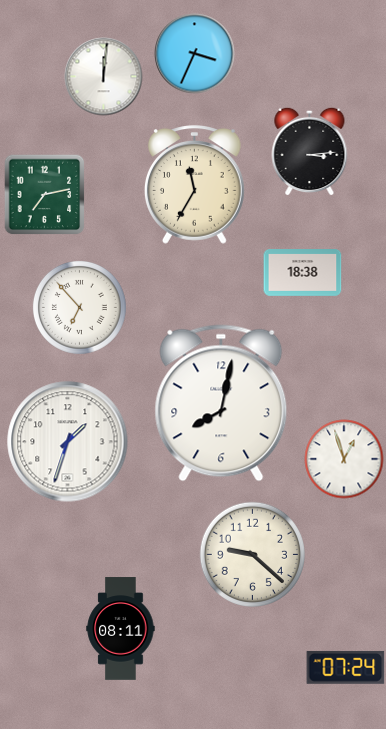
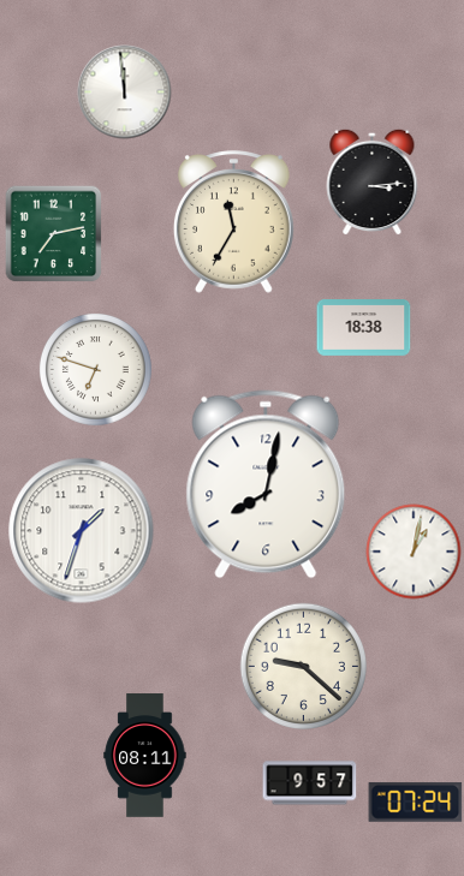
clock at (194, 53): 3:34 -> none
clock at (103, 76): 12:01 -> 11:59
clock at (79, 307): 6:53 -> 6:48
clock at (344, 459): 12:57 -> 1:02
clock at (309, 783): none -> 9:57
